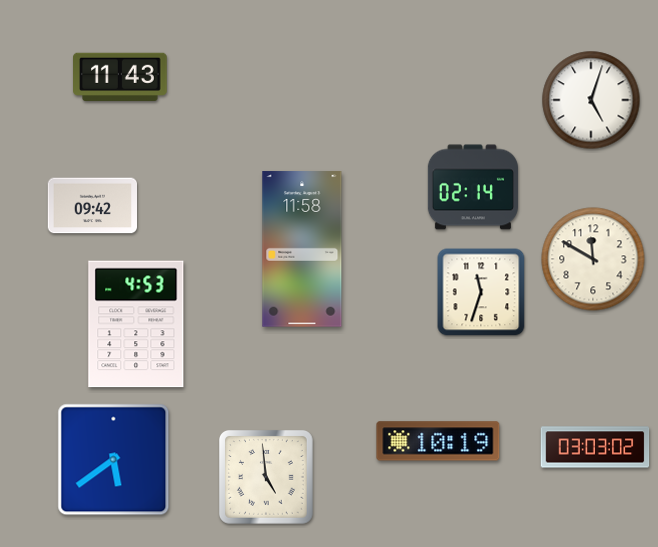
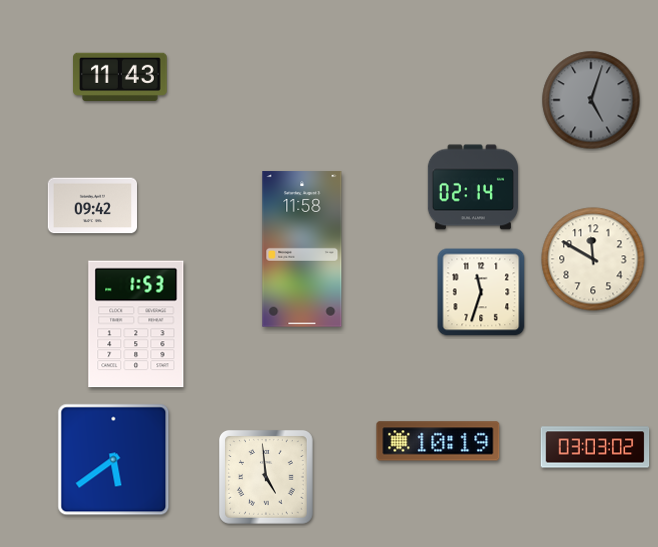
clock at (591, 100) dial: white -> grey
clock at (136, 324): 4:53 -> 1:53
